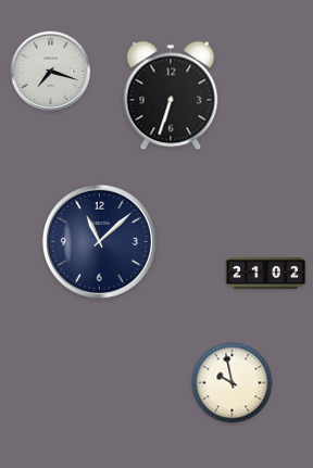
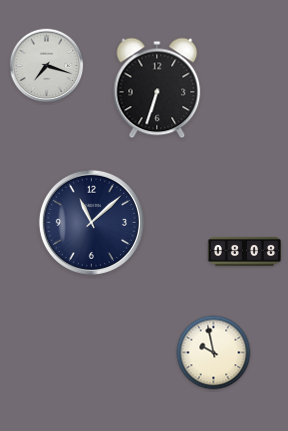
clock at (266, 274): 21:02 -> 08:08
